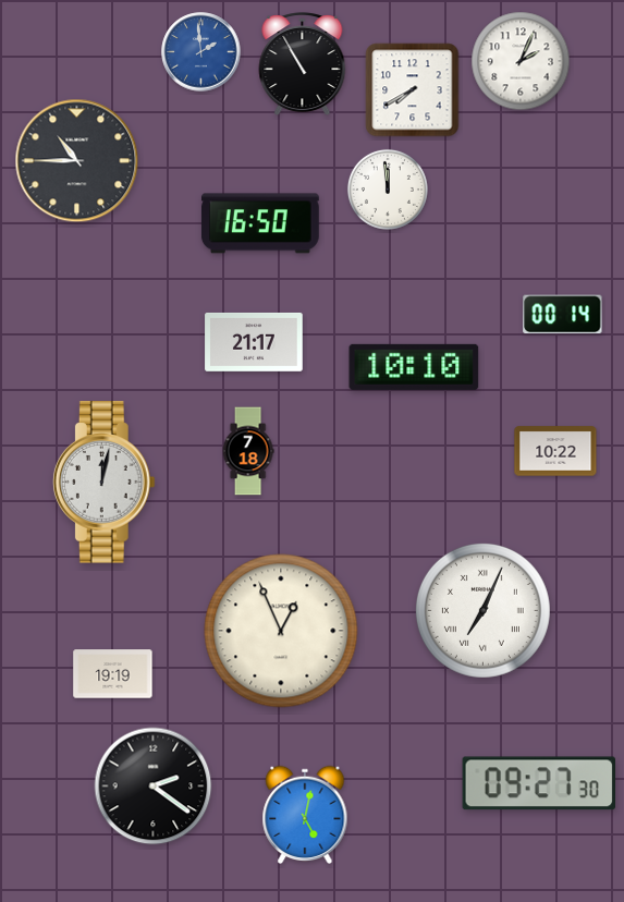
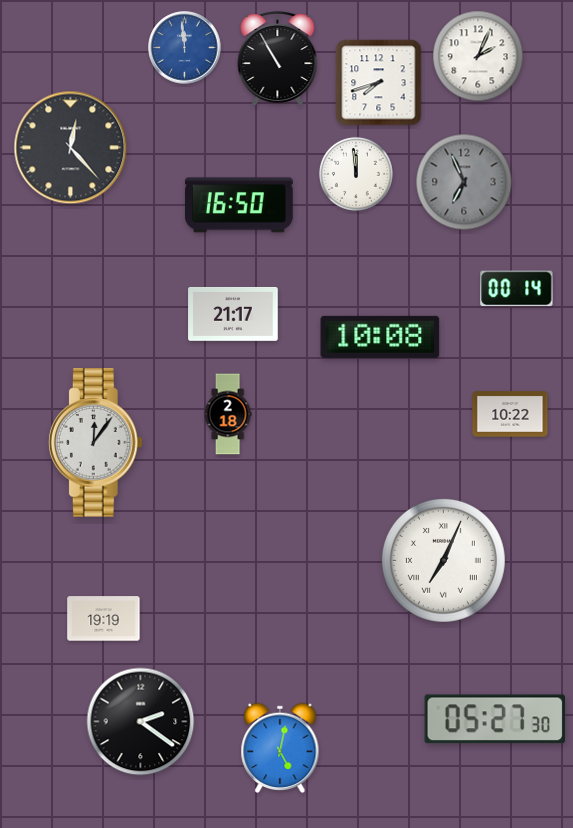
clock at (201, 52): 1:59 -> 11:59
clock at (413, 90): 7:40 -> 7:42
clock at (77, 161): 10:45 -> 12:23
clock at (464, 182): none -> 6:56
clock at (414, 367): 10:10 -> 10:08
clock at (248, 451): 7:18 -> 2:18
clock at (103, 483): 12:02 -> 12:06
clock at (281, 631): 12:56 -> none
clock at (538, 783): 09:27 -> 05:27
